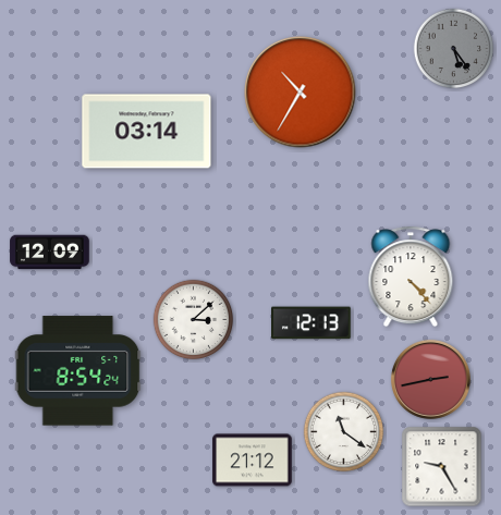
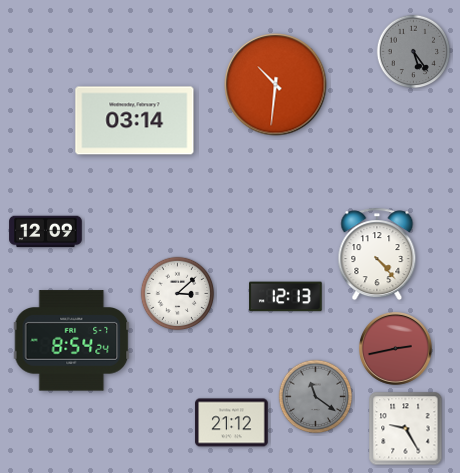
clock at (454, 49) position: (454, 49) -> (414, 52)
clock at (301, 93): 10:35 -> 10:31
clock at (344, 432) dial: white -> grey
